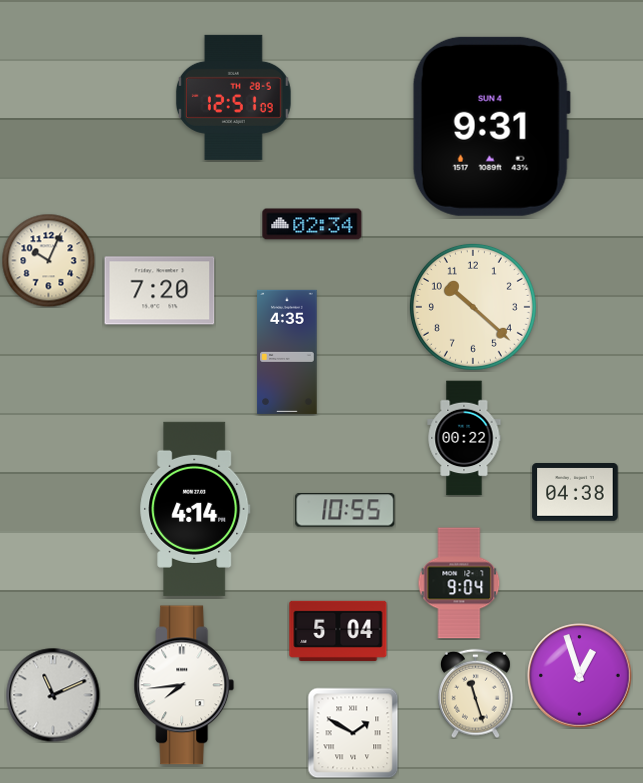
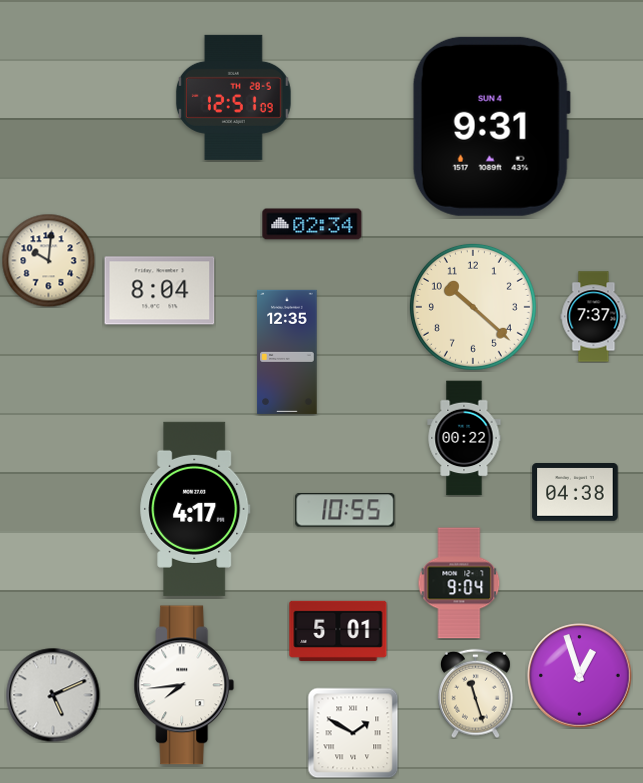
clock at (48, 260): 10:04 -> 10:01
clock at (160, 291): 7:20 -> 8:04
clock at (594, 317): none -> 7:37
clock at (287, 352): 4:35 -> 12:35
clock at (195, 509): 4:14 -> 4:17
clock at (338, 631): 5:04 -> 5:01
clock at (53, 695): 11:11 -> 5:11
